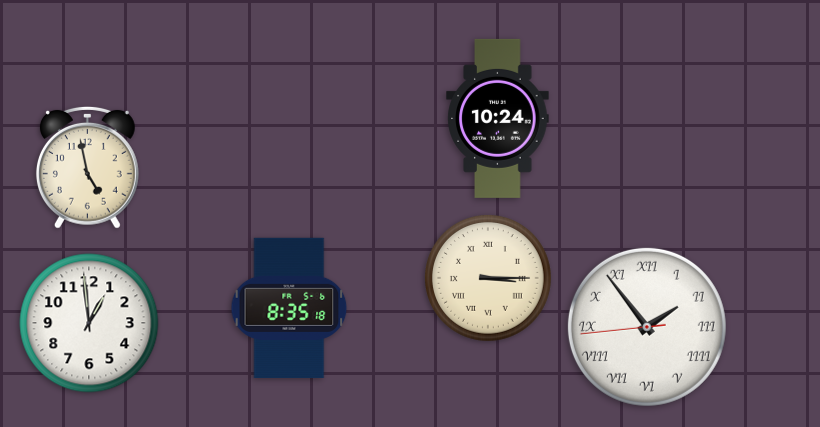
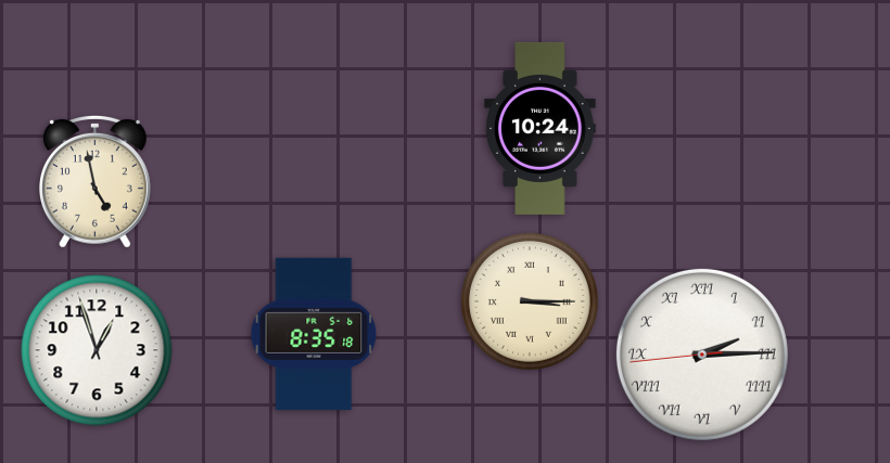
clock at (89, 323): 12:59 -> 12:57
clock at (647, 327): 1:53 -> 2:14
